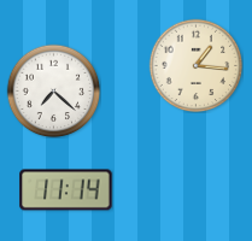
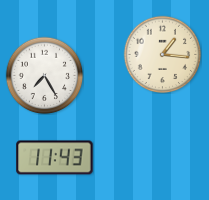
clock at (53, 90): 7:22 -> 7:25
clock at (66, 190): 11:14 -> 11:43
